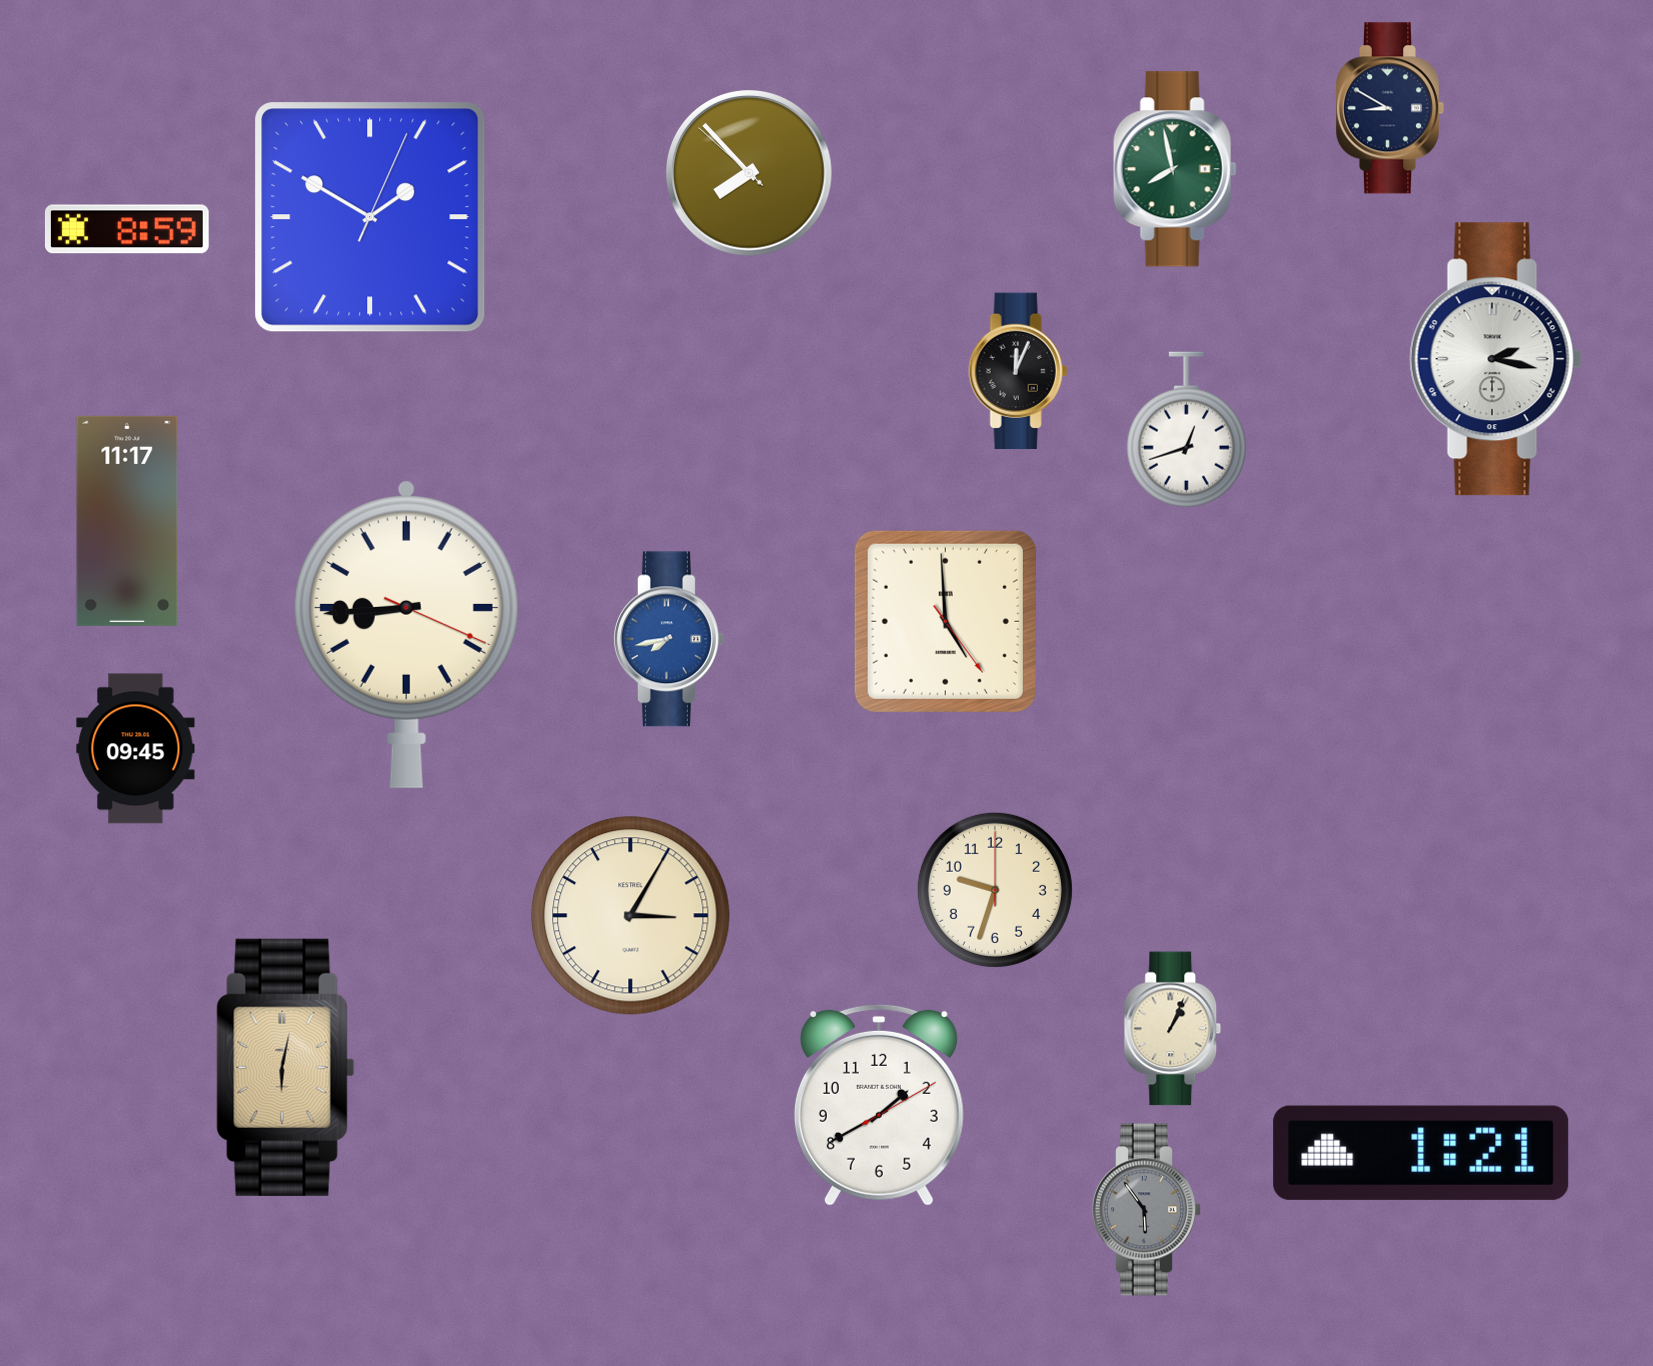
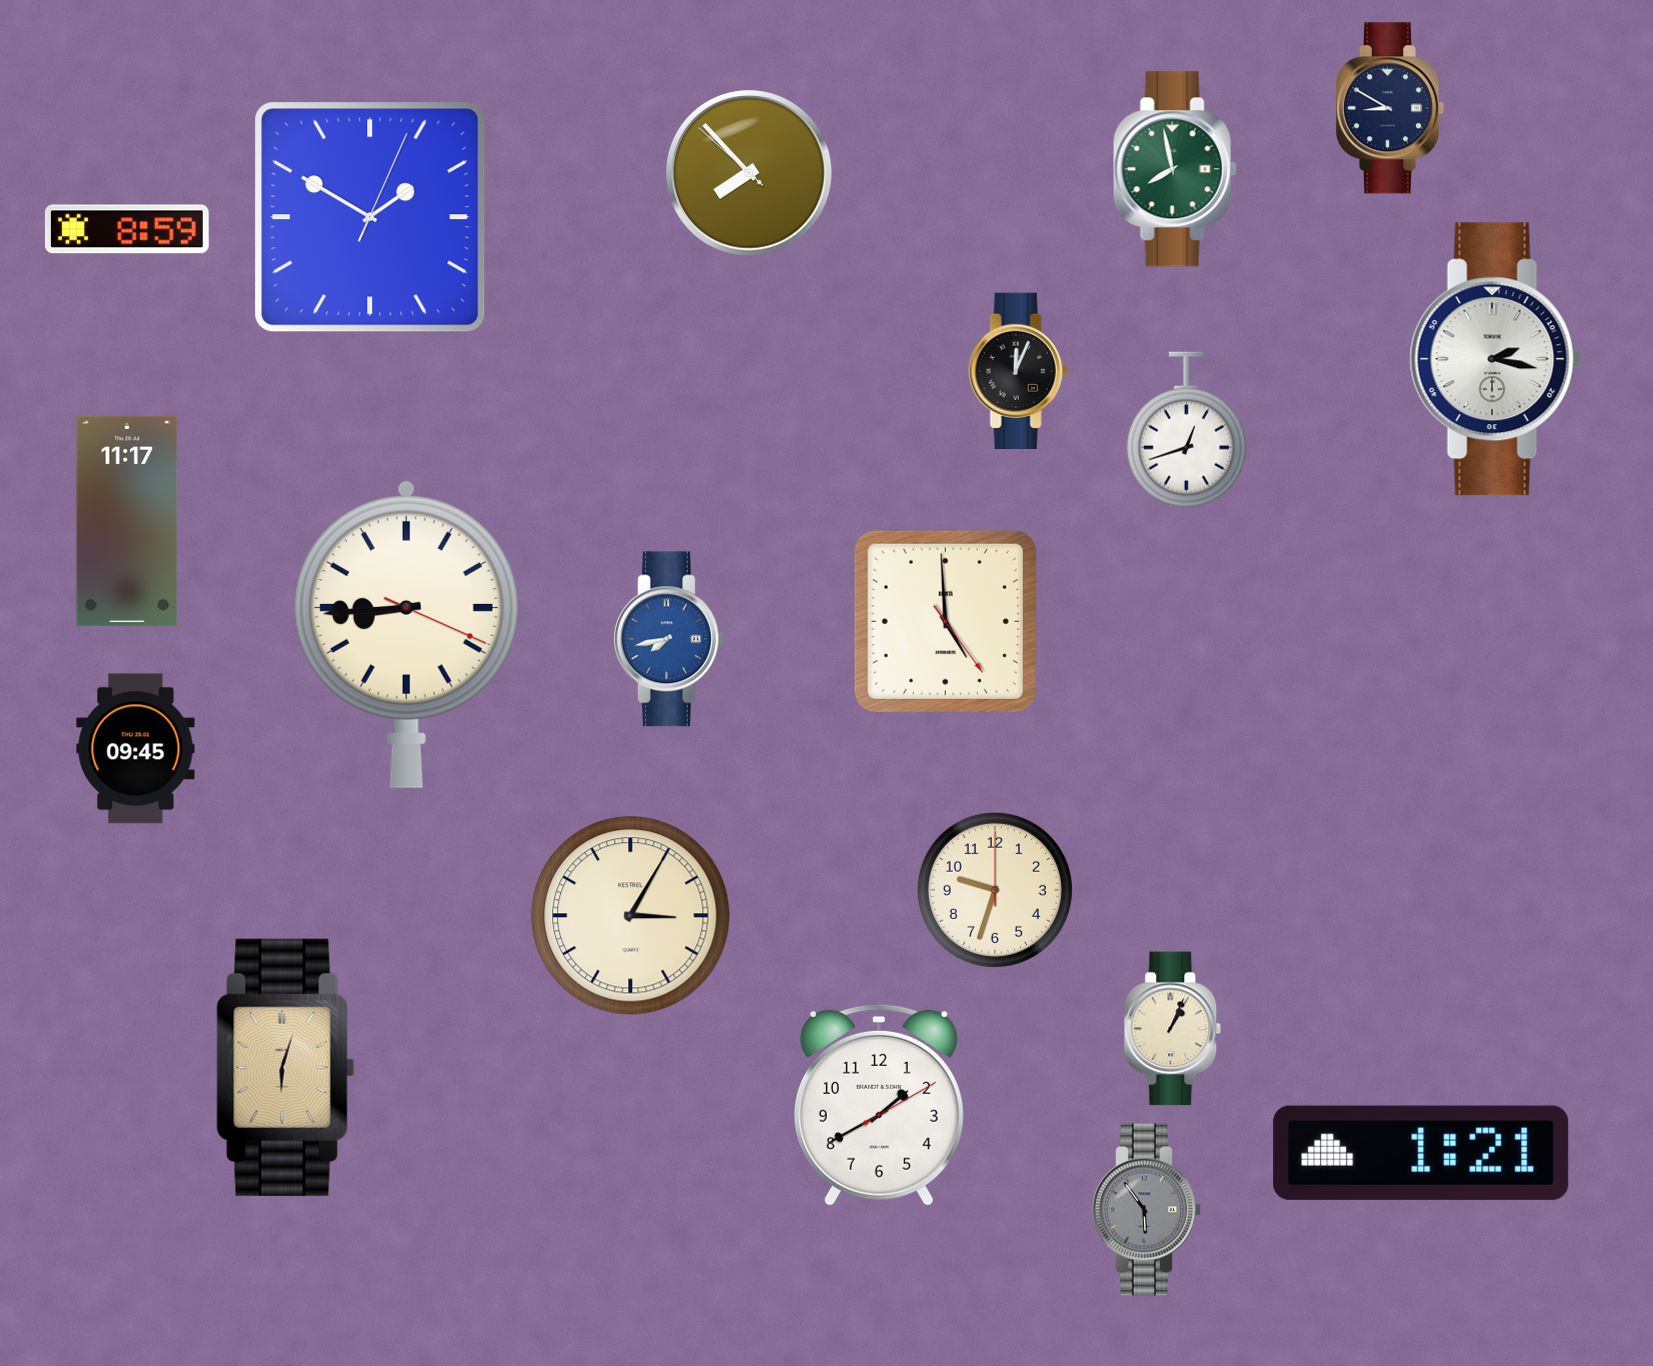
clock at (286, 1067): 6:02 -> 6:03
